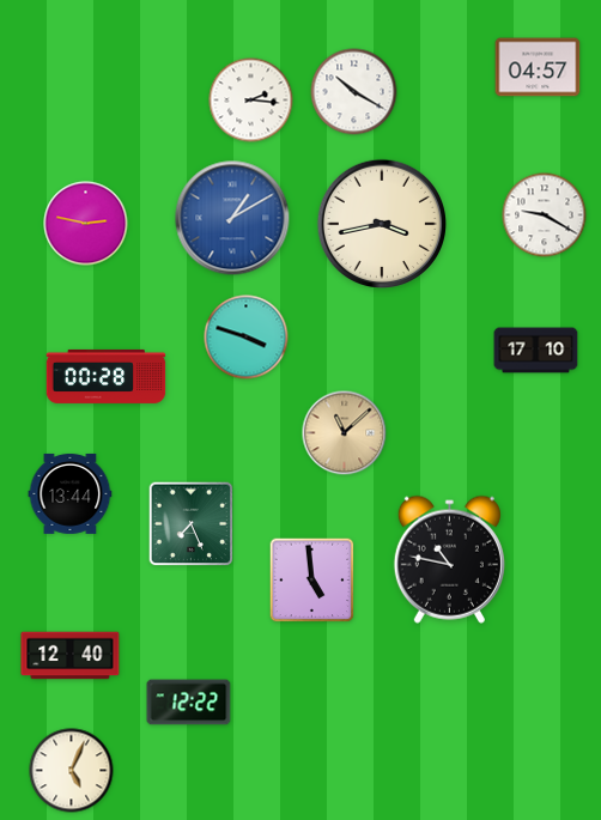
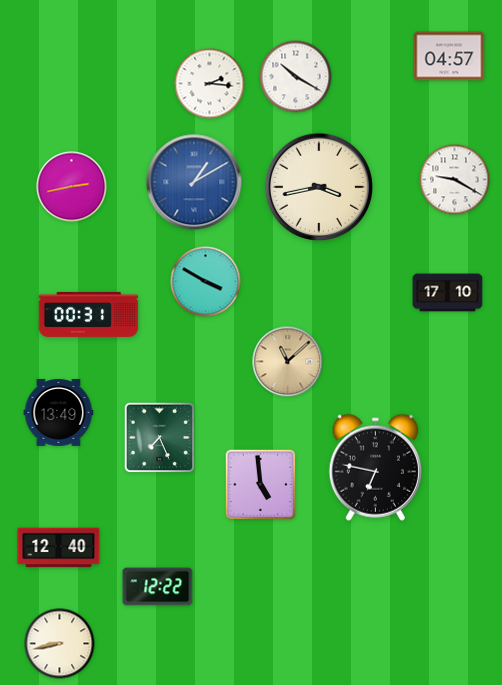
clock at (86, 224): 2:47 -> 2:43
clock at (247, 338): 3:48 -> 3:50
clock at (107, 376): 00:28 -> 00:31
clock at (71, 493): 13:44 -> 13:49
clock at (449, 559): 10:47 -> 6:47
clock at (72, 771): 5:04 -> 8:43
